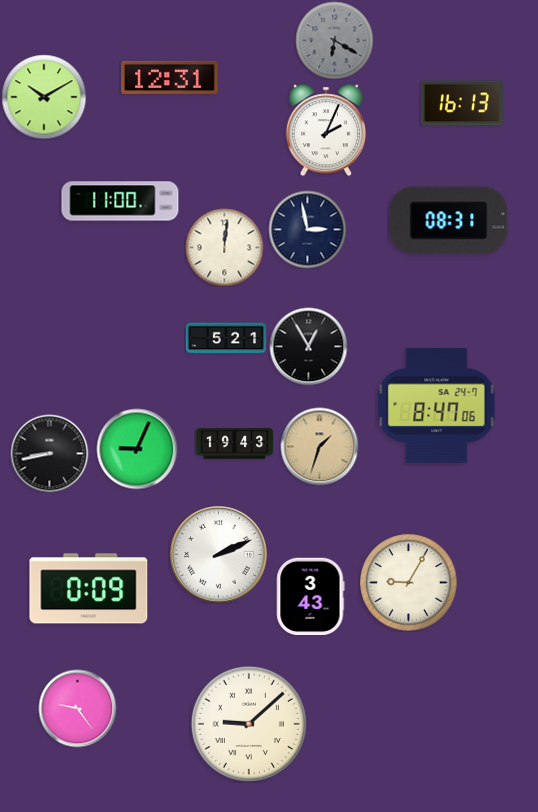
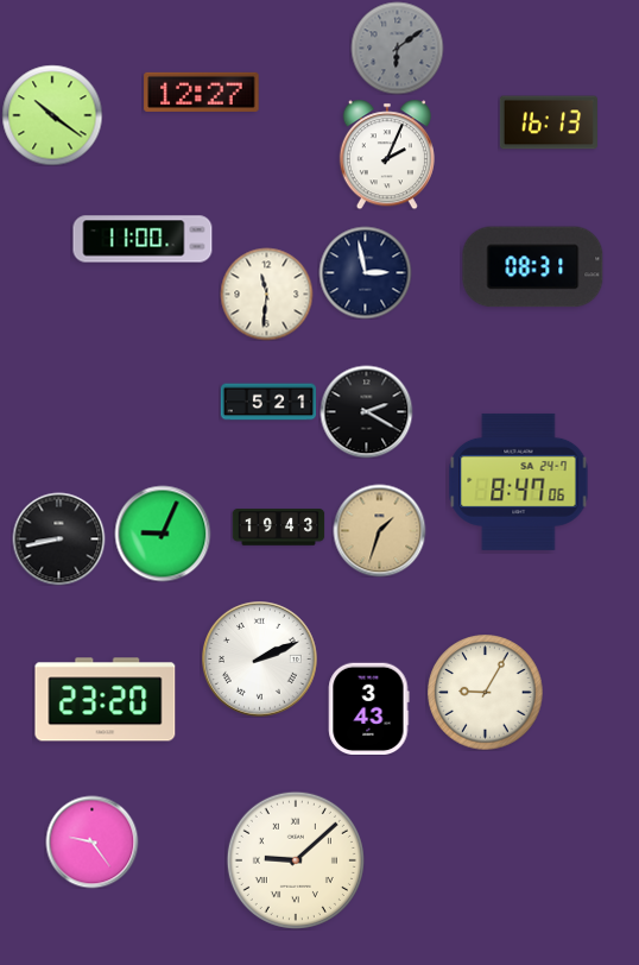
clock at (334, 40): 6:20 -> 6:09
clock at (170, 77): 12:31 -> 12:27
clock at (44, 97): 10:10 -> 10:21
clock at (449, 221) position: (449, 221) -> (533, 267)
clock at (224, 247): 12:01 -> 11:31
clock at (308, 346): 12:55 -> 2:20
clock at (89, 589): 0:09 -> 23:20
